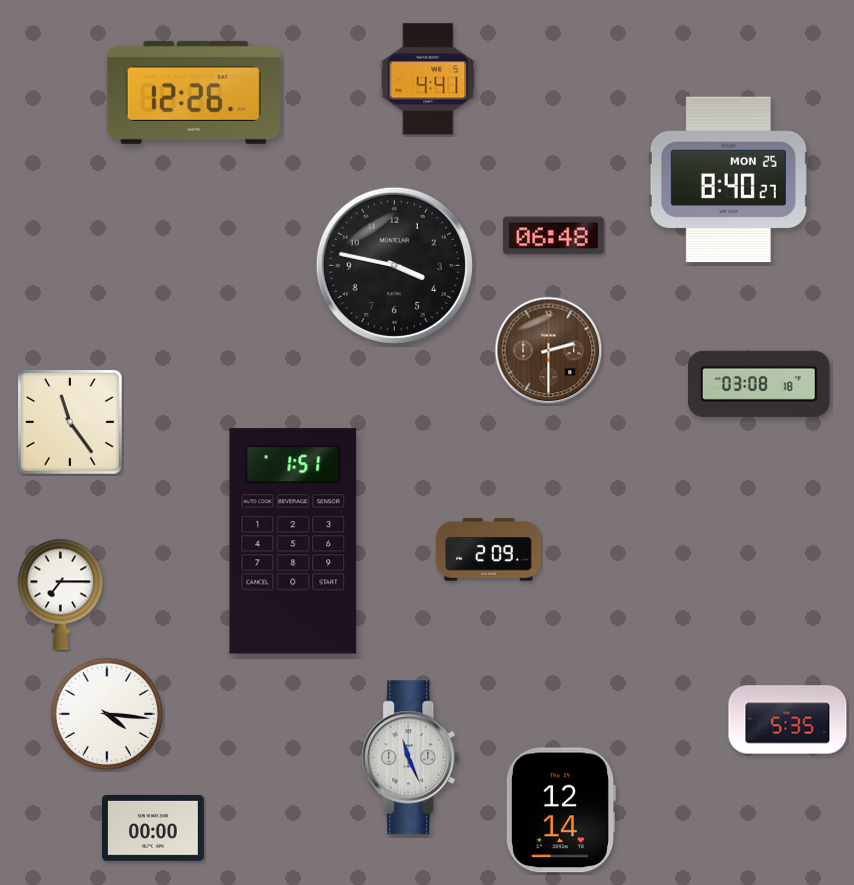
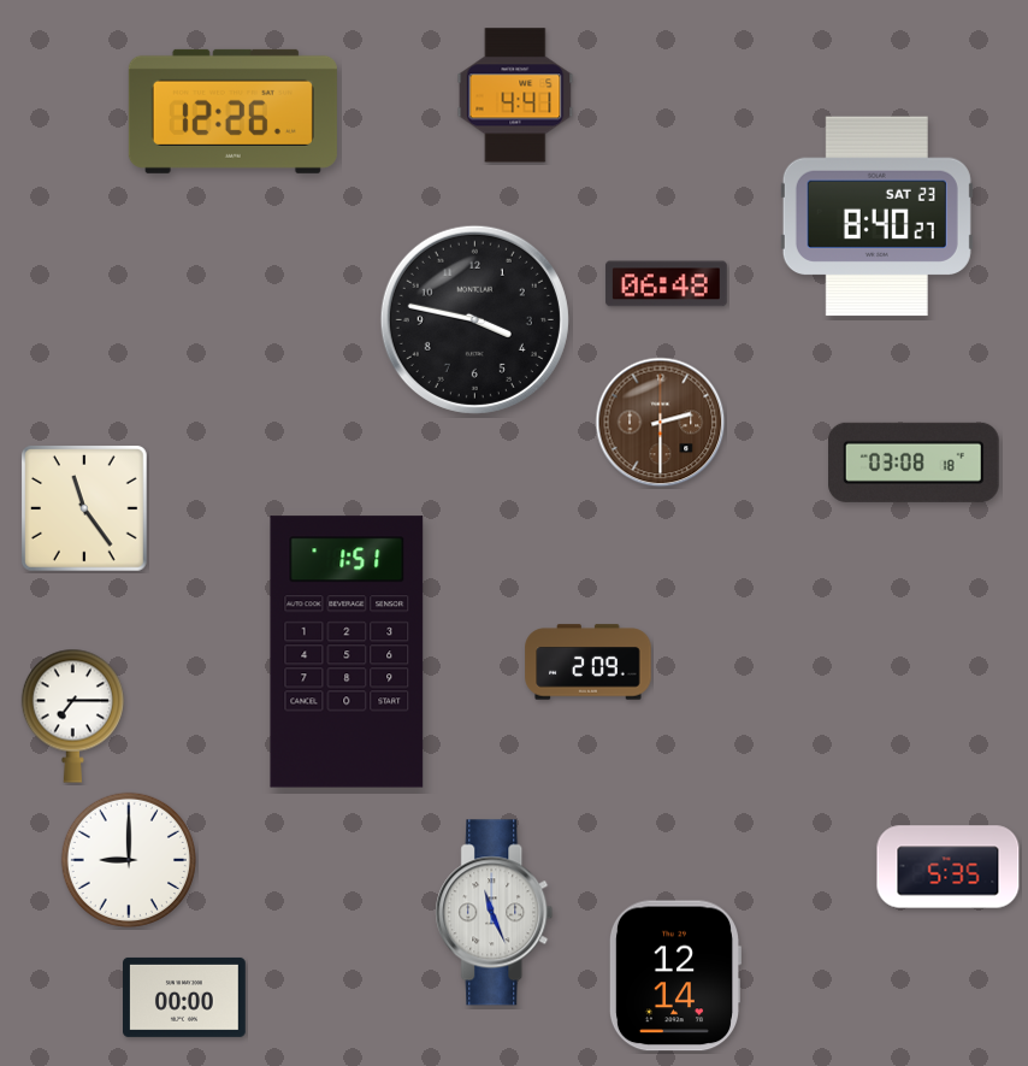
clock at (728, 180) date: MON 25 -> SAT 23
clock at (293, 541) position: (293, 541) -> (347, 652)
clock at (107, 714): 4:16 -> 9:00
